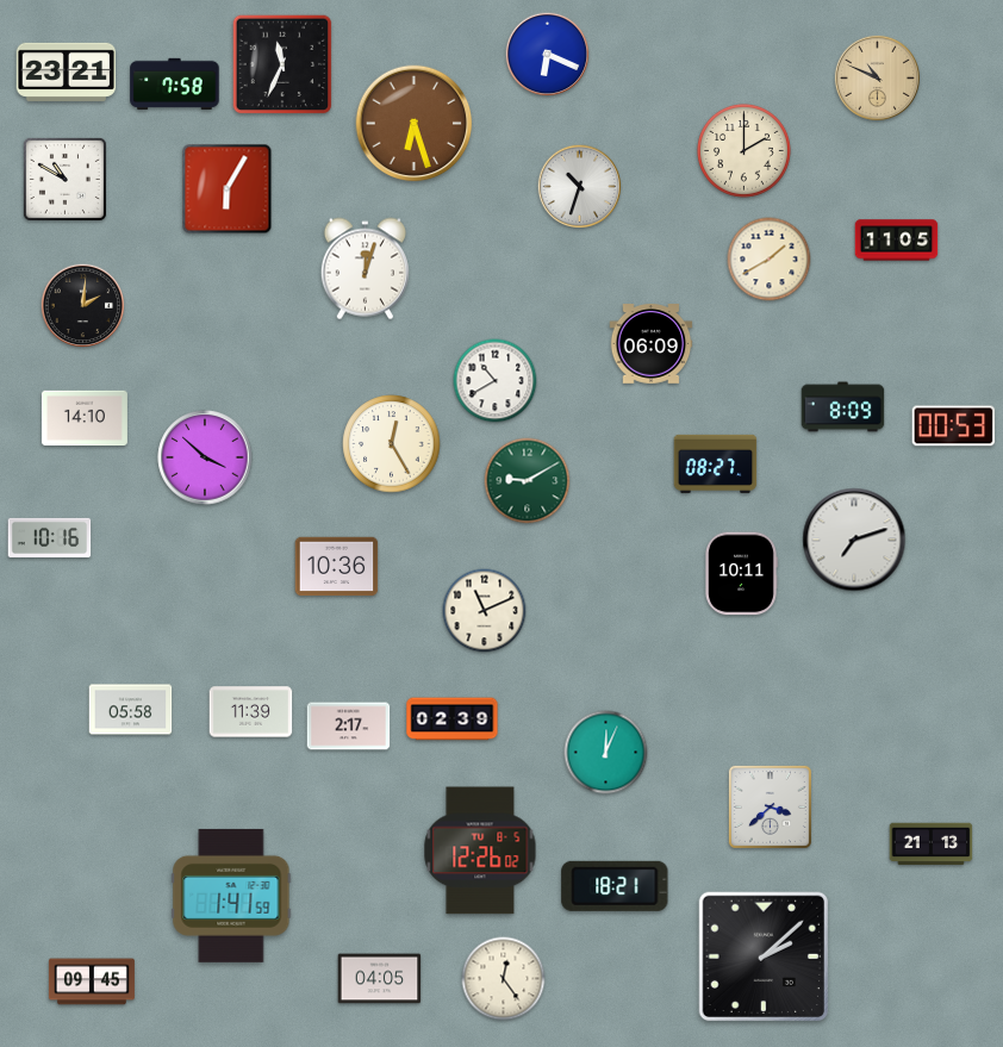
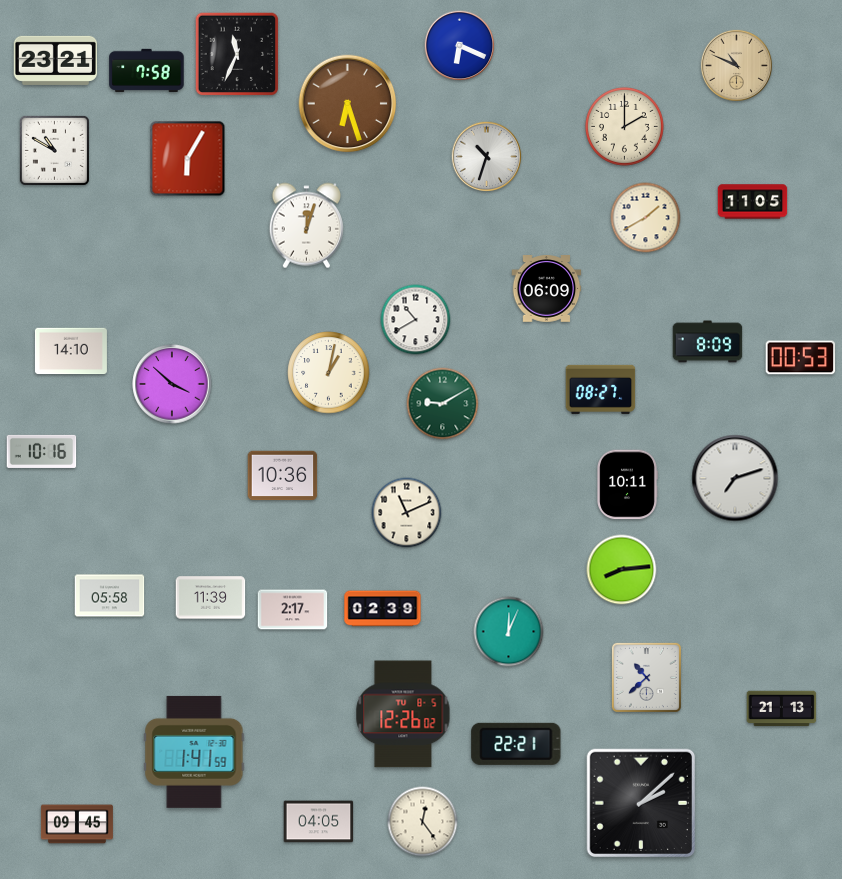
clock at (228, 189) position: (228, 189) -> (188, 159)
clock at (83, 306): 2:01 -> none
clock at (392, 444): 12:25 -> 1:02
clock at (854, 540) position: (854, 540) -> (735, 478)
clock at (741, 574) position: (741, 574) -> (627, 485)
clock at (622, 570): none -> 8:14
clock at (453, 719) position: (453, 719) -> (383, 609)
clock at (770, 806): 3:38 -> 10:38
clock at (615, 886): 18:21 -> 22:21
